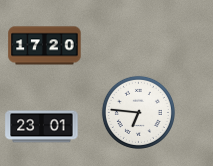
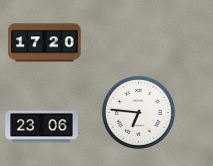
clock at (45, 46) position: (45, 46) -> (45, 43)
clock at (42, 127): 23:01 -> 23:06
